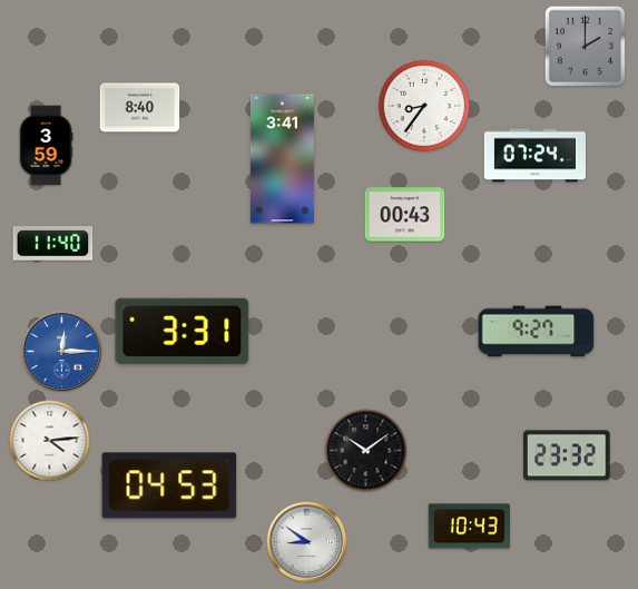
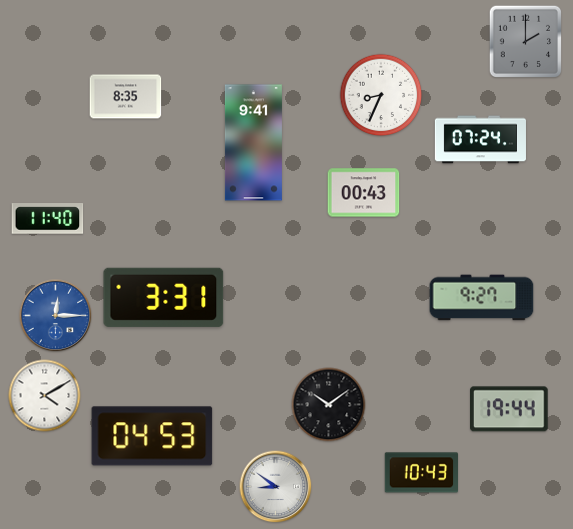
clock at (424, 106): 8:36 -> 8:34
clock at (140, 108): 8:40 -> 8:35
clock at (46, 146): 3:59 -> none
clock at (282, 159): 3:41 -> 9:41
clock at (50, 441): 4:14 -> 4:10
clock at (568, 455): 23:32 -> 19:44
